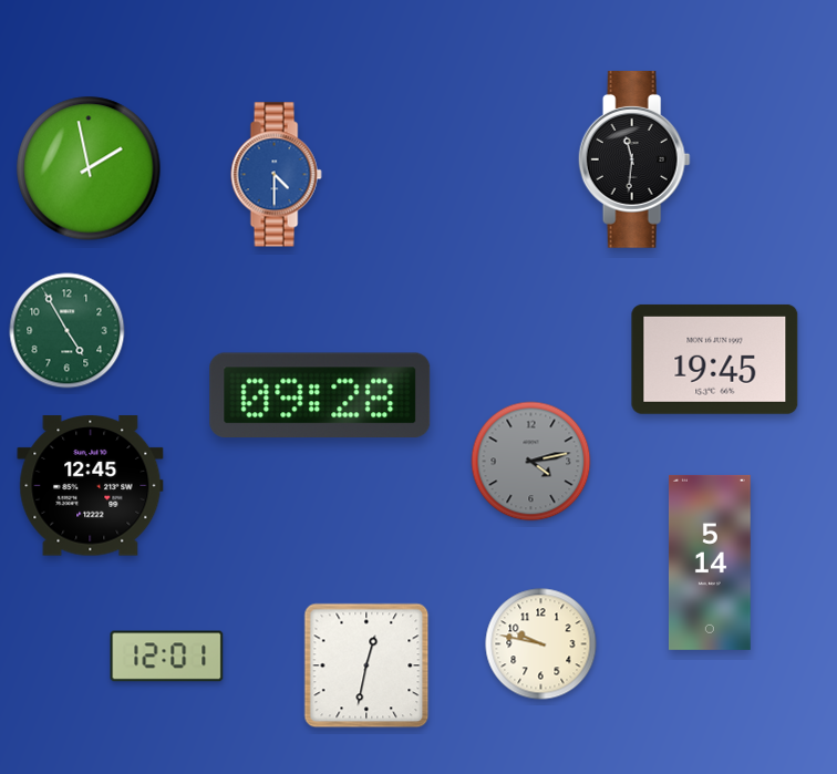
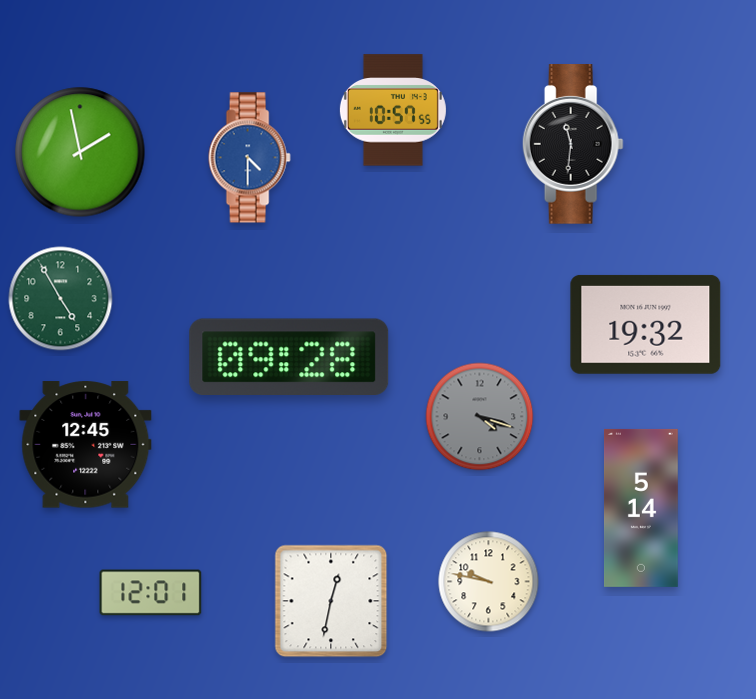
clock at (393, 110): none -> 10:57
clock at (715, 359): 19:45 -> 19:32
clock at (531, 462): 4:13 -> 4:18
clock at (91, 486) position: (91, 486) -> (86, 445)
